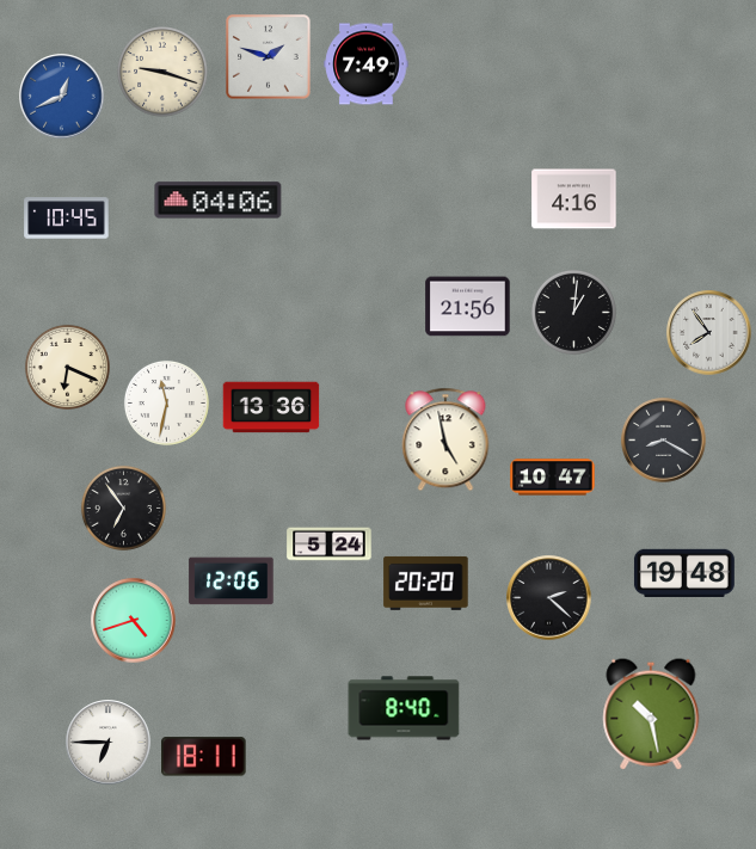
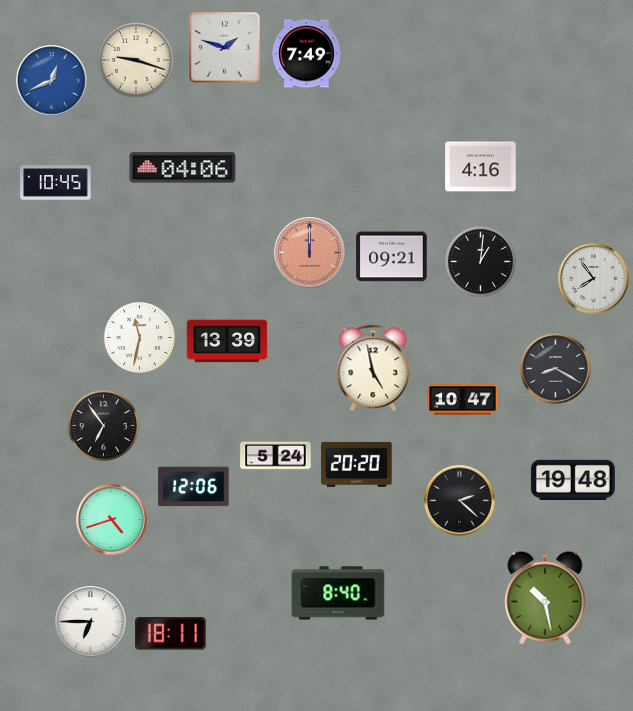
clock at (310, 253): none -> 12:00
clock at (468, 307): 21:56 -> 09:21
clock at (67, 367): 6:19 -> none
clock at (271, 407): 13:36 -> 13:39
clock at (426, 583) position: (426, 583) -> (357, 464)
